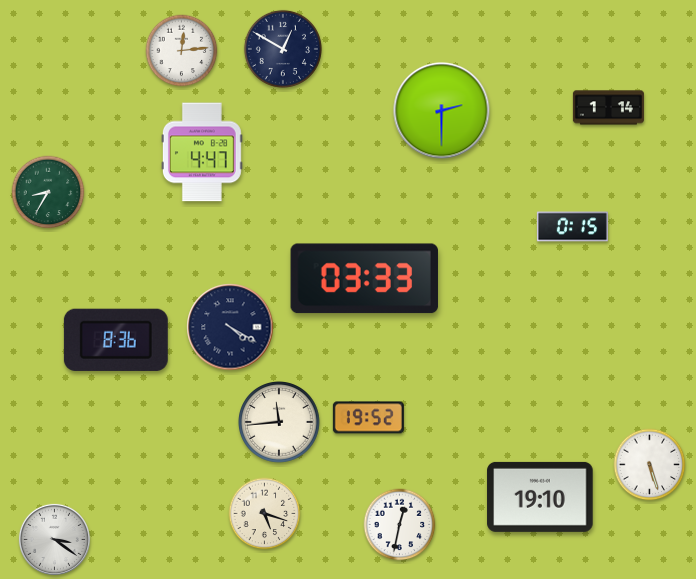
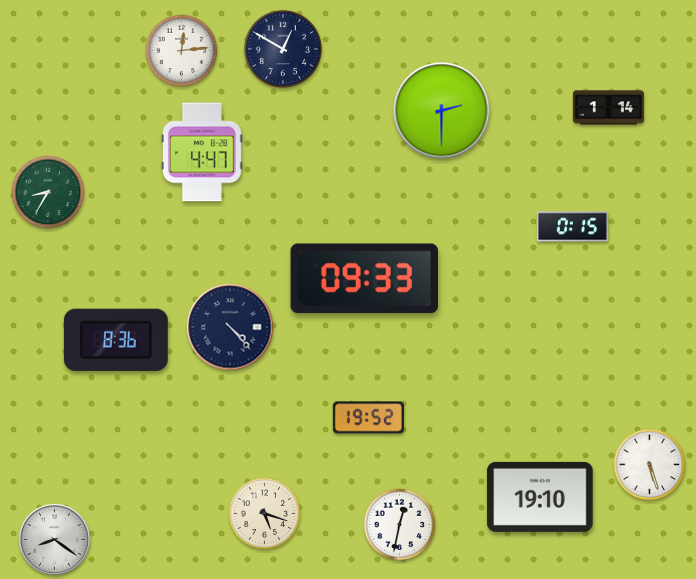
clock at (364, 279): 03:33 -> 09:33
clock at (230, 327): 4:20 -> 4:23
clock at (280, 423): 11:44 -> none
clock at (54, 539): 3:21 -> 8:21
